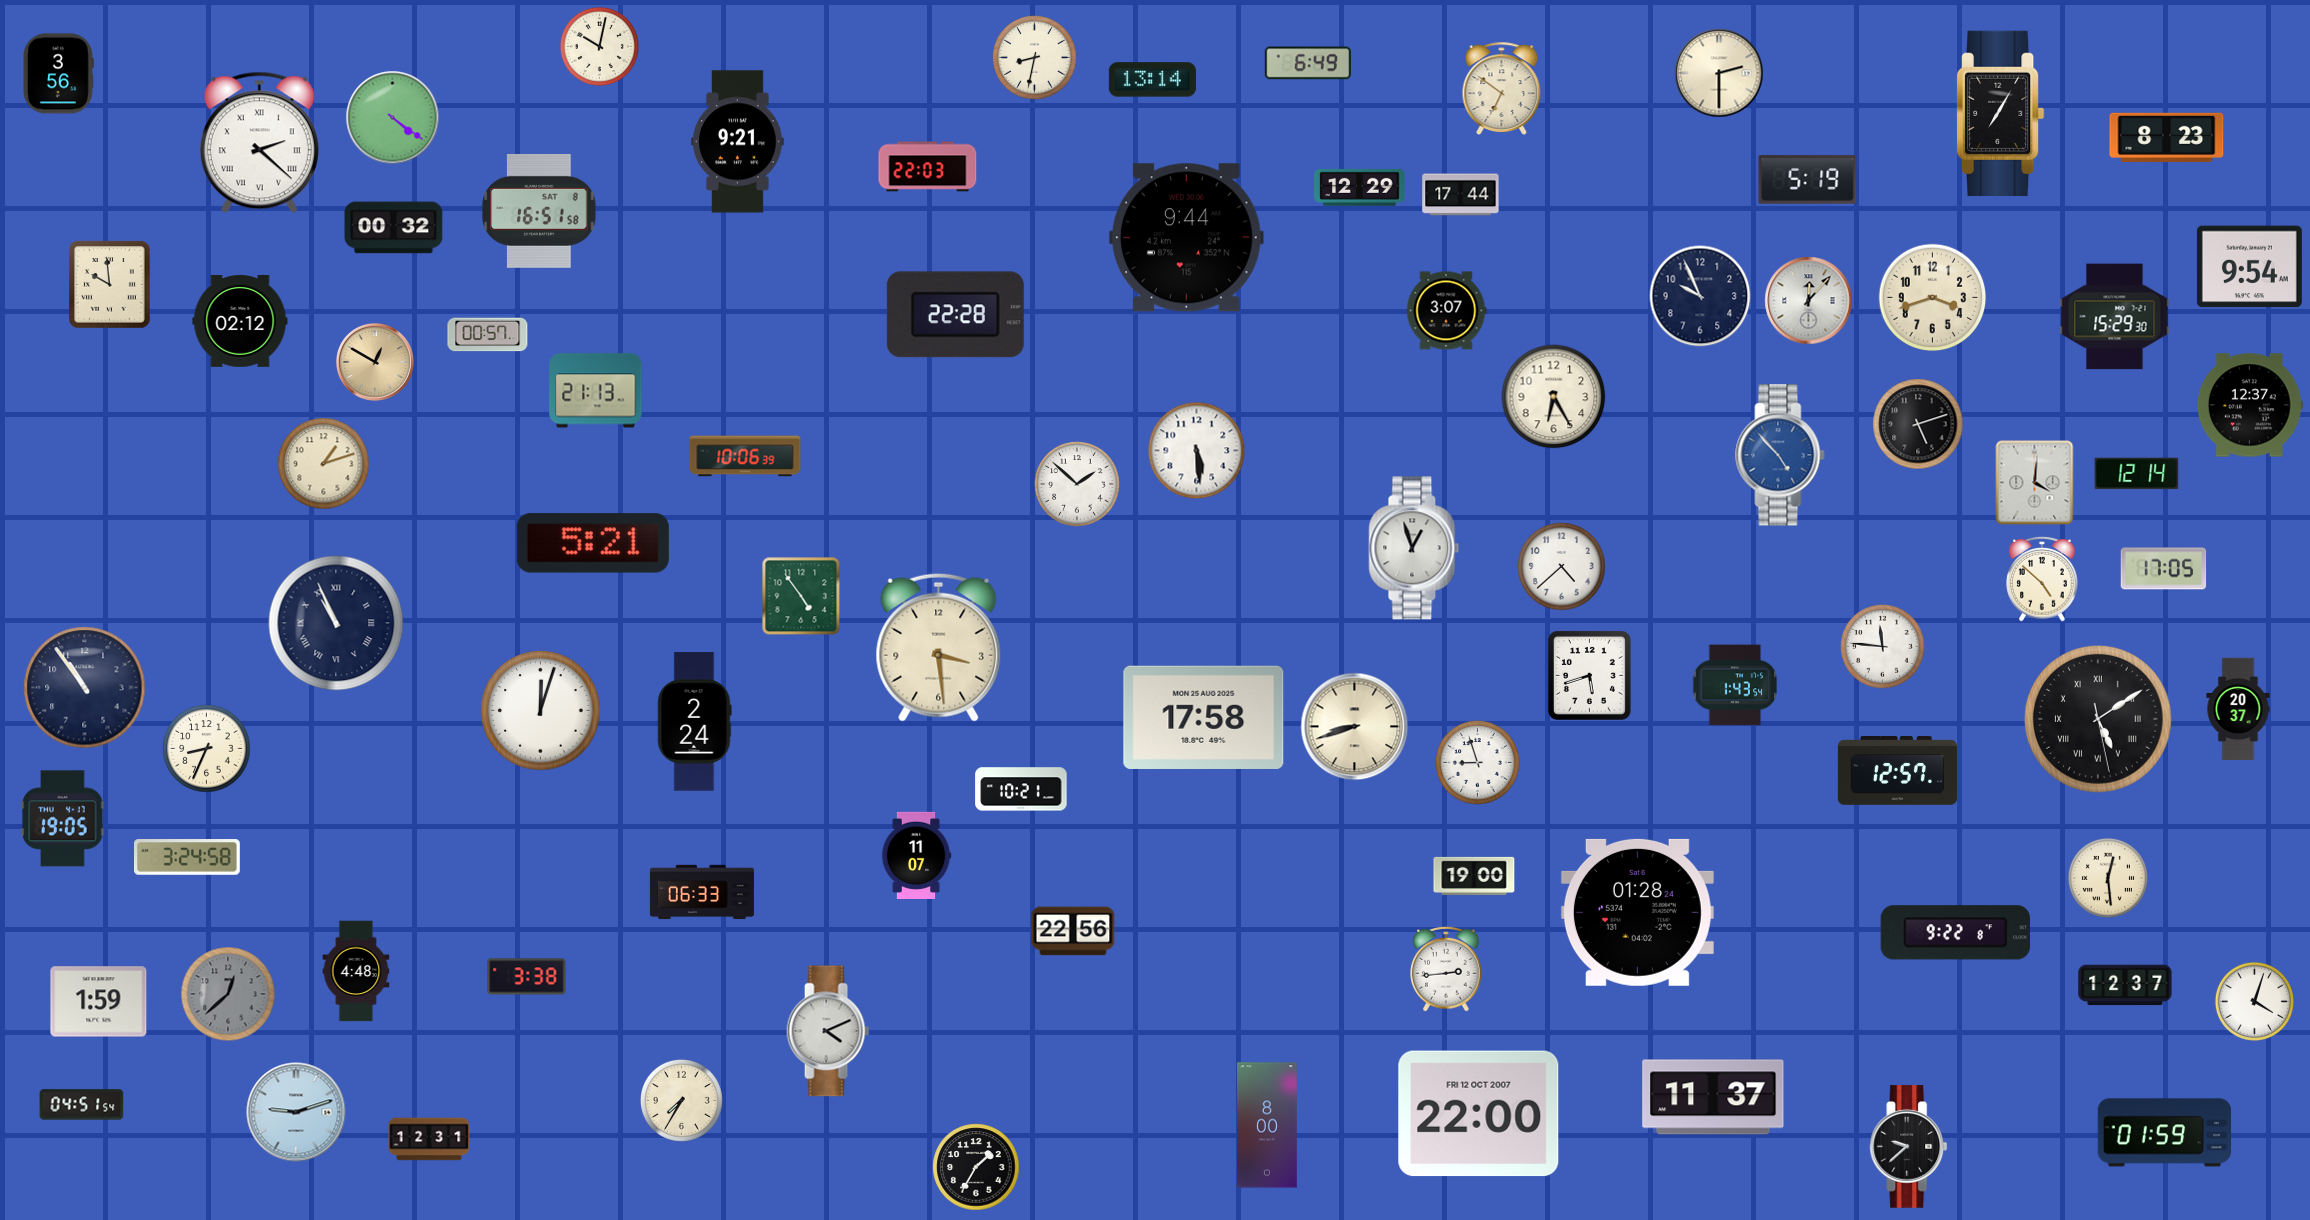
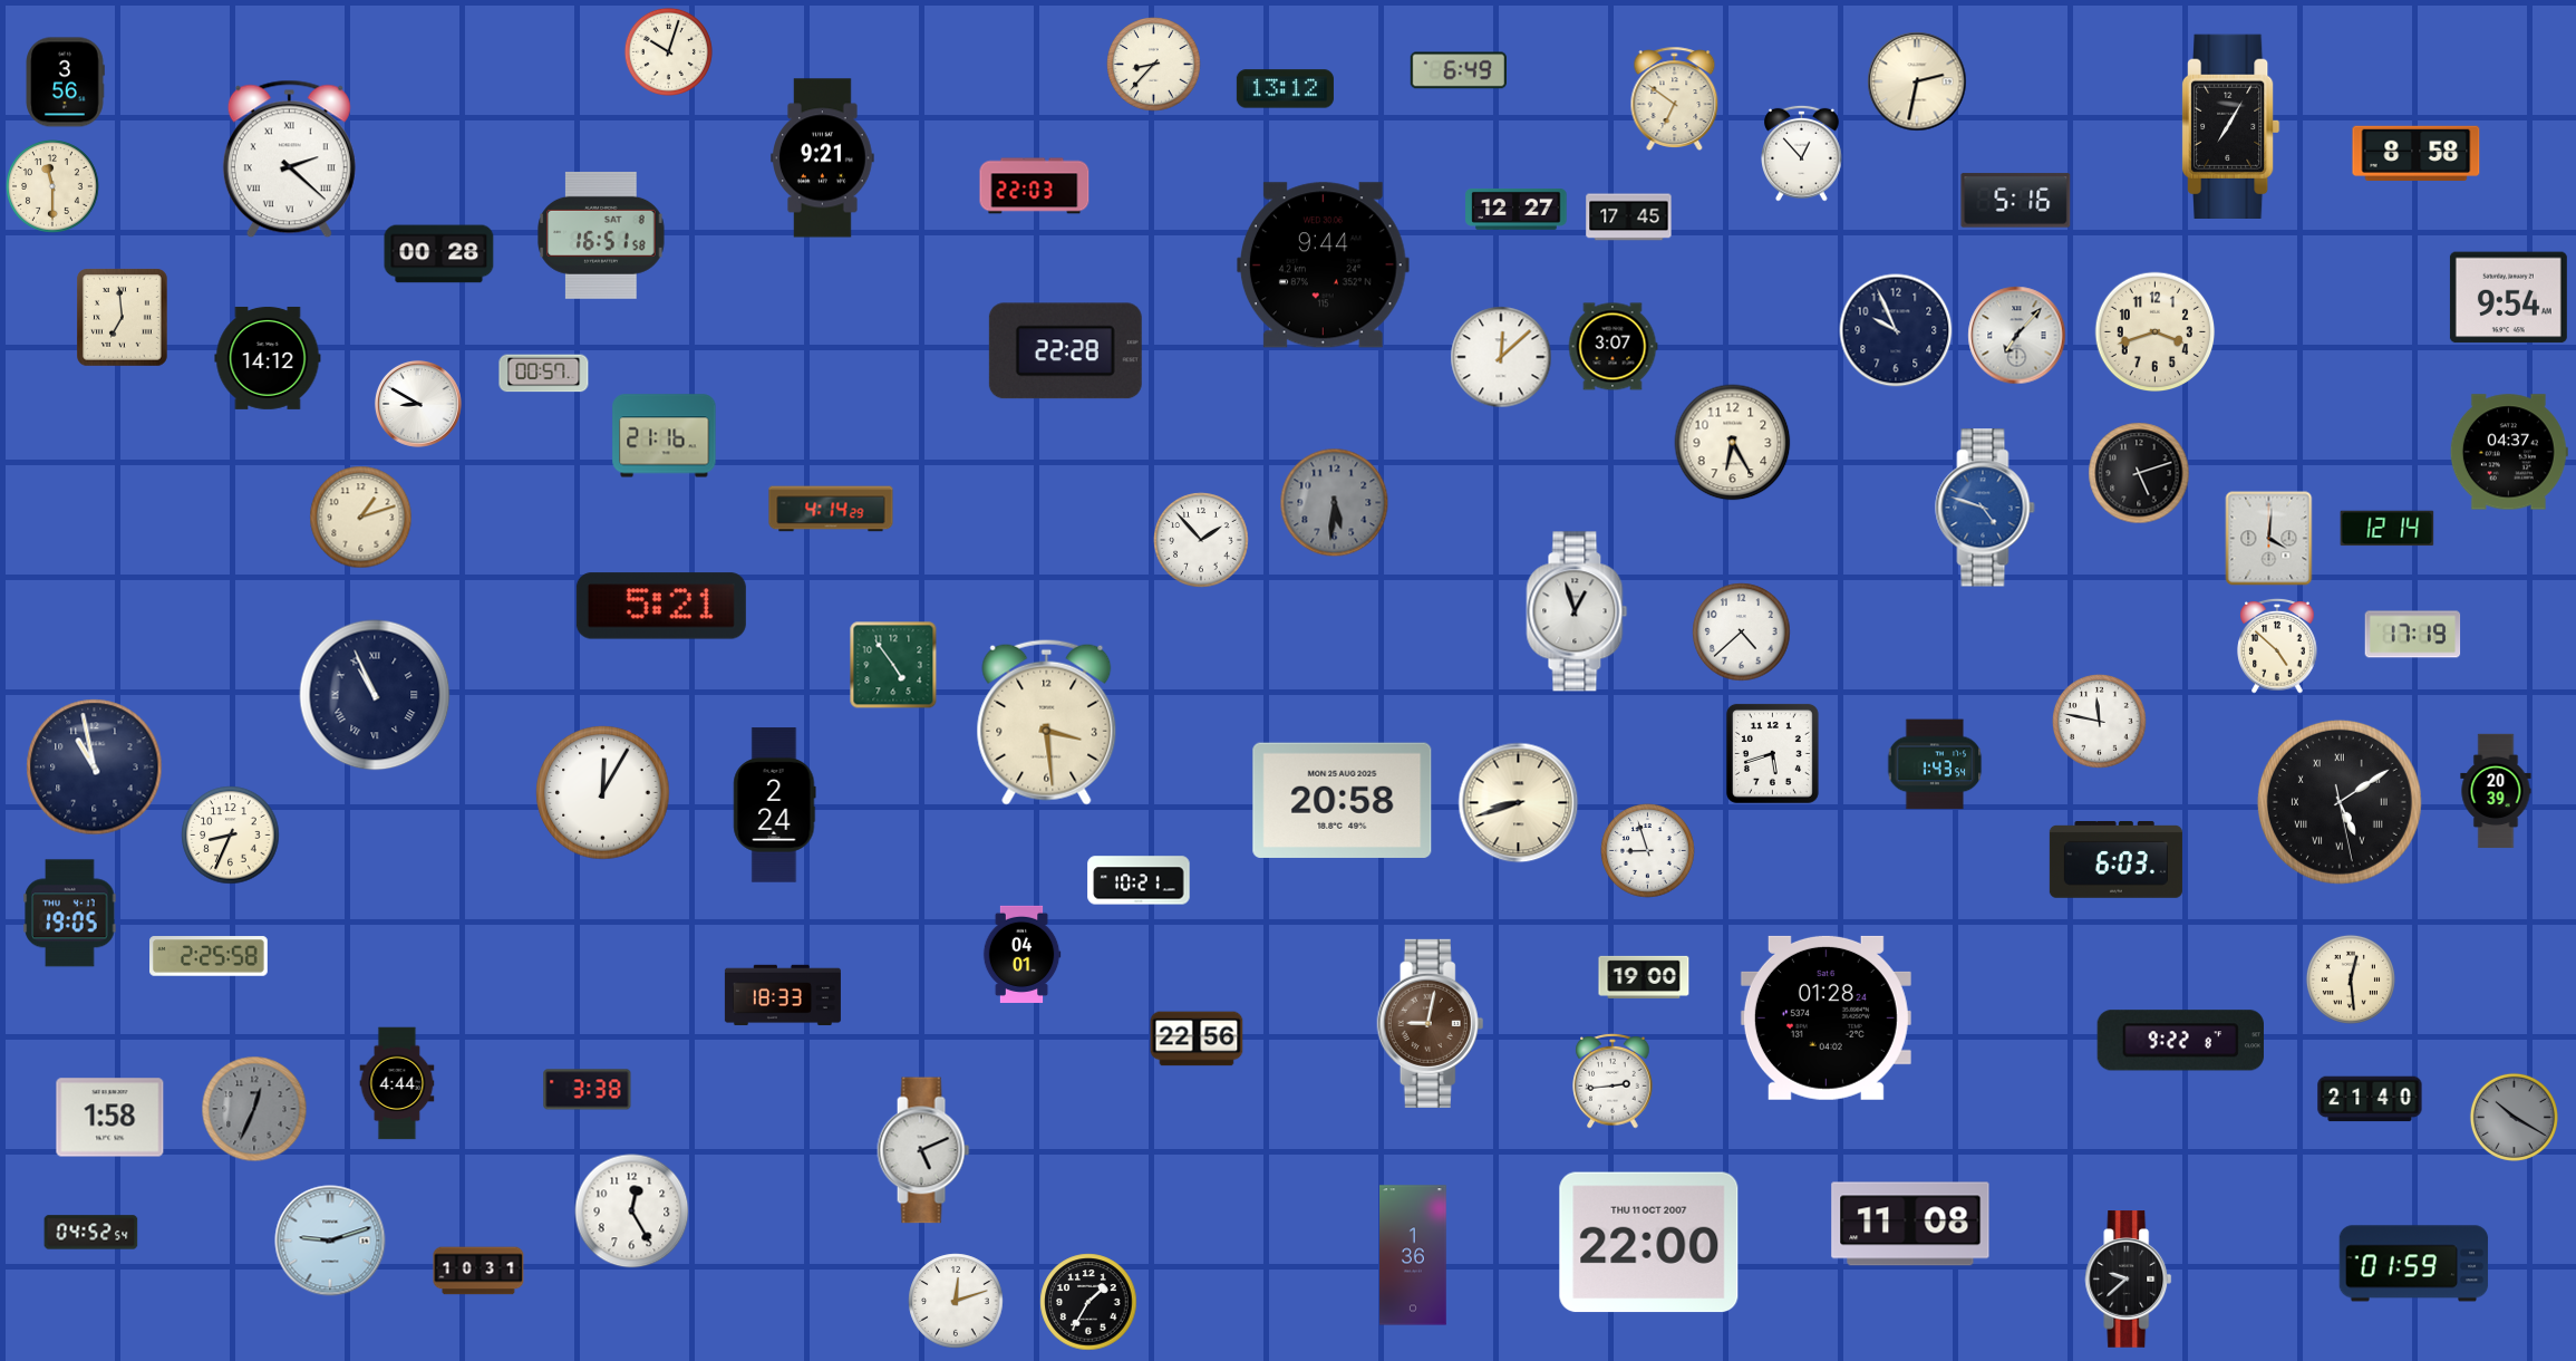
clock at (599, 46): 10:02 -> 10:03
clock at (1035, 58): 8:32 -> 8:37
clock at (1719, 73): 2:30 -> 2:32
clock at (1152, 80): 13:14 -> 13:12
clock at (393, 118): 4:21 -> none
clock at (1802, 153): none -> 12:53
clock at (2167, 137): 8:23 -> 8:58
clock at (54, 187): none -> 11:30
clock at (1808, 180): 5:19 -> 5:16
clock at (1360, 187): 12:29 -> 12:27
clock at (1461, 195): 17:44 -> 17:45
clock at (394, 228): 00:32 -> 00:28
clock at (110, 285): 9:59 -> 6:59
clock at (1809, 301): 12:07 -> 7:07
clock at (2115, 317): 15:29 -> none
clock at (1501, 357): none -> 12:08
clock at (240, 321): 02:12 -> 14:12
clock at (375, 362): 12:50 -> 8:50
clock at (375, 362) dial: champagne -> white
clock at (596, 391): 21:13 -> 21:16
clock at (2250, 405): 12:37 -> 04:37
clock at (1197, 451): 5:29 -> 5:31
clock at (1197, 451) dial: white -> grey
clock at (1780, 455): 4:53 -> 4:48
clock at (745, 456): 10:06 -> 4:14
clock at (2137, 474) position: (2137, 474) -> (2388, 529)
clock at (1077, 484): 1:52 -> 1:53
clock at (2164, 569): 17:05 -> 17:19
clock at (1883, 647): 11:46 -> 11:47
clock at (85, 688): 10:54 -> 10:58
clock at (2238, 709): 20:37 -> 20:39
clock at (541, 711): 12:03 -> 12:05
clock at (1204, 717): 17:58 -> 20:58
clock at (1355, 727) position: (1355, 727) -> (1519, 803)
clock at (1897, 771): 12:57 -> 6:03
clock at (916, 855): 11:07 -> 04:01
clock at (188, 857): 3:24 -> 2:25
clock at (702, 892): 06:33 -> 18:33
clock at (1431, 1023): none -> 9:02
clock at (356, 971): 4:48 -> 4:44
clock at (2125, 985): 12:37 -> 21:40
clock at (228, 994): 12:38 -> 12:34
clock at (2254, 1001): 4:03 -> 10:20
clock at (2254, 1001) dial: white -> grey
clock at (99, 1002): 1:59 -> 1:58
clock at (828, 1031): 4:11 -> 5:11
clock at (632, 1212): none -> 12:25
clock at (1713, 1097): 11:37 -> 11:08
clock at (681, 1100): 7:35 -> none
clock at (82, 1105): 04:51 -> 04:52
clock at (1479, 1114) date: FRI 12 OCT 2007 -> THU 11 OCT 2007
clock at (1268, 1125): 8:00 -> 1:36
clock at (429, 1139): 12:31 -> 10:31
clock at (956, 1301): none -> 12:12
